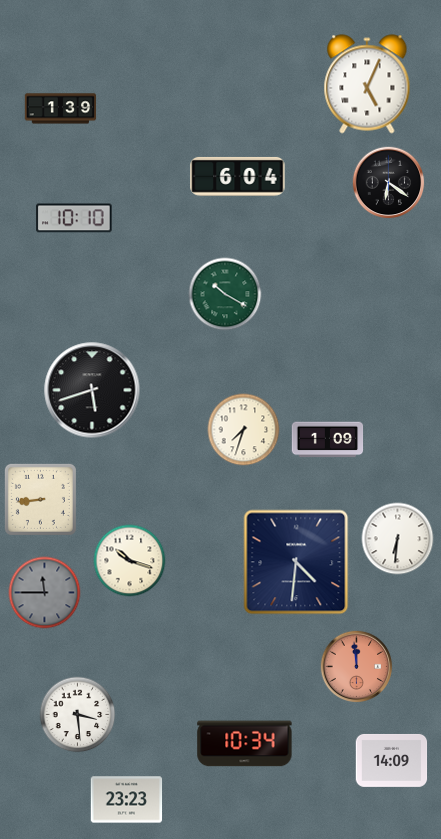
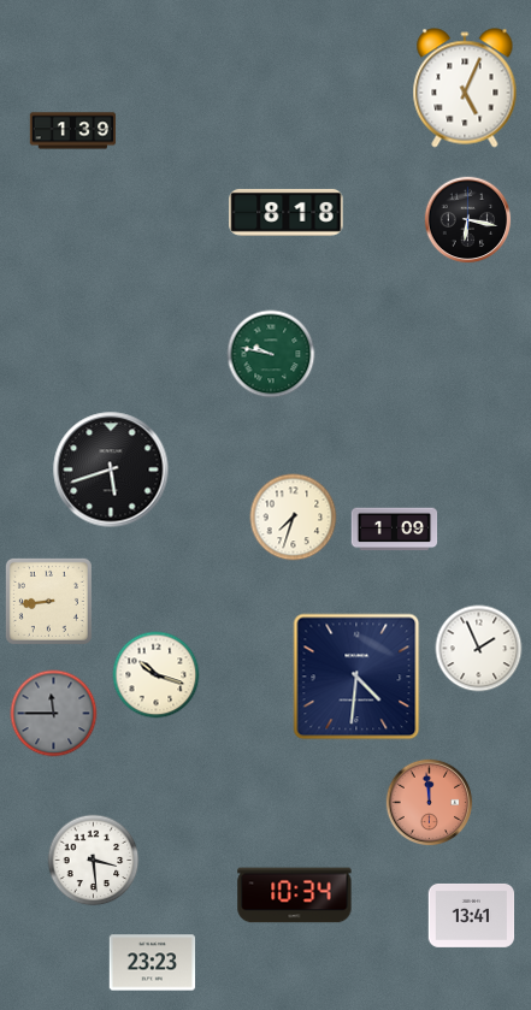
clock at (367, 84) position: (367, 84) -> (465, 88)
clock at (238, 176): 6:04 -> 8:18
clock at (389, 183): 6:21 -> 6:17
clock at (74, 218): 10:10 -> none
clock at (225, 294): 10:20 -> 9:47
clock at (398, 539): 6:31 -> 1:56
clock at (392, 760): 14:09 -> 13:41
